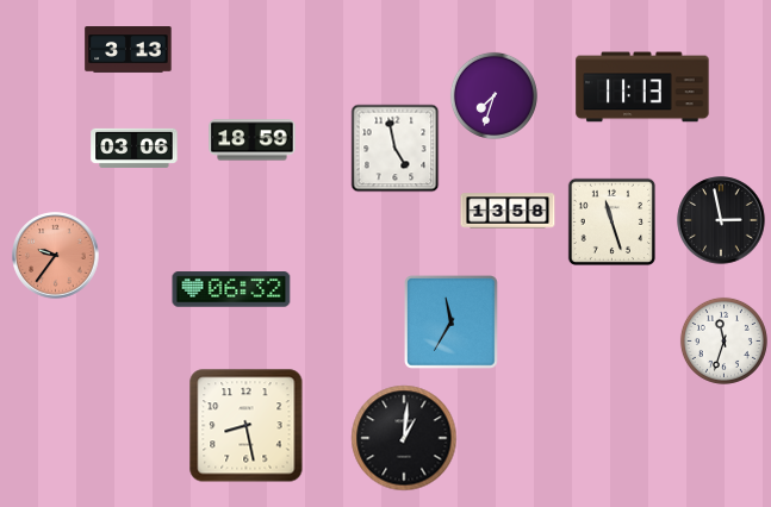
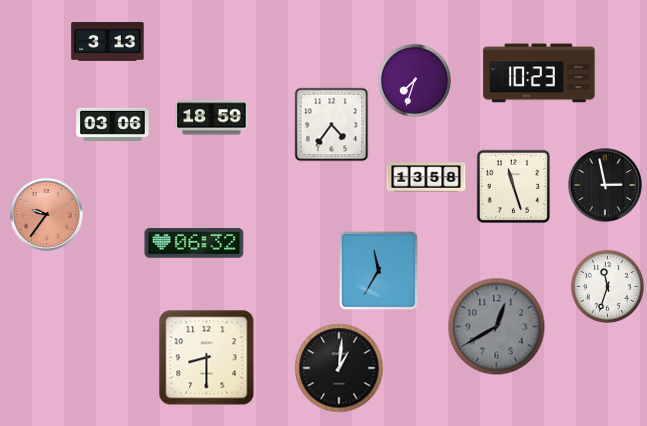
clock at (642, 87): 11:13 -> 10:23
clock at (396, 149): 4:58 -> 4:36
clock at (497, 327): none -> 12:40
clock at (247, 426): 8:28 -> 8:30
